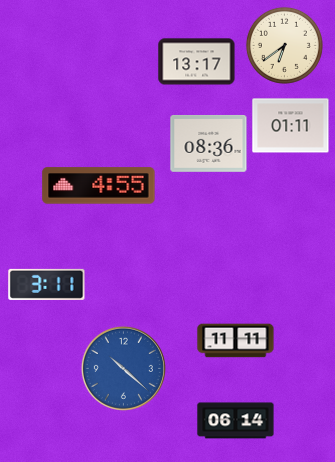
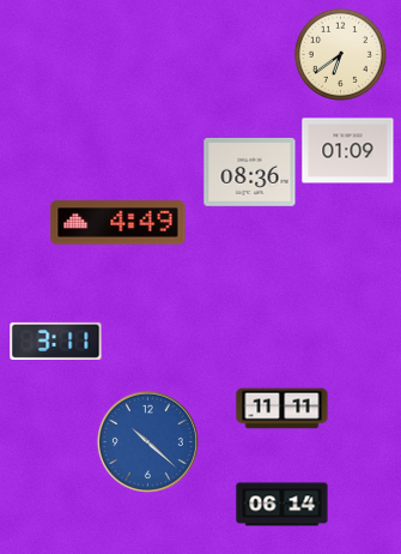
clock at (197, 62): 13:17 -> none
clock at (291, 126): 01:11 -> 01:09
clock at (99, 186): 4:55 -> 4:49
